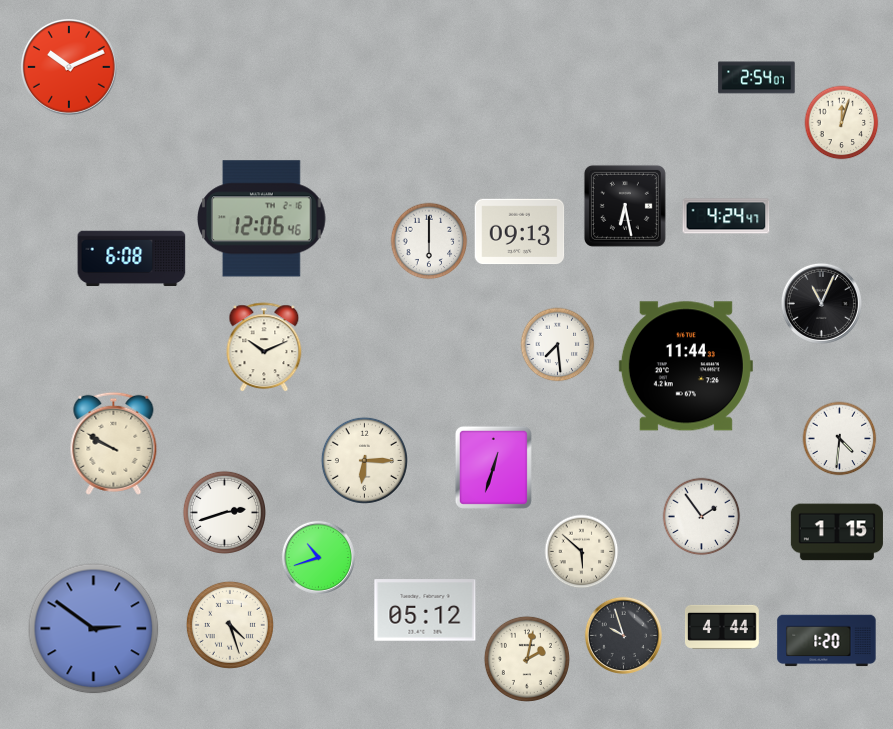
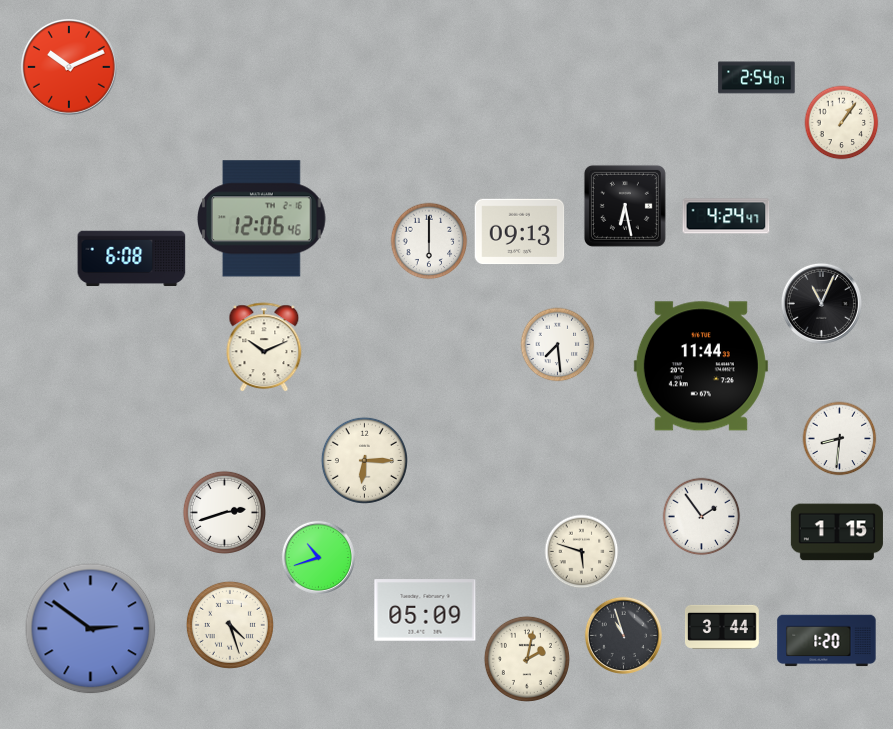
clock at (842, 123): 12:03 -> 1:06
clock at (686, 366) position: (686, 366) -> (701, 366)
clock at (840, 439): 4:31 -> 8:31
clock at (114, 443): 9:50 -> none
clock at (493, 467): 12:33 -> none
clock at (582, 552): 5:52 -> 5:48
clock at (425, 610): 05:12 -> 05:09
clock at (722, 627): 4:44 -> 3:44
clock at (94, 629) position: (94, 629) -> (91, 629)
clock at (623, 635): 9:57 -> 10:57
